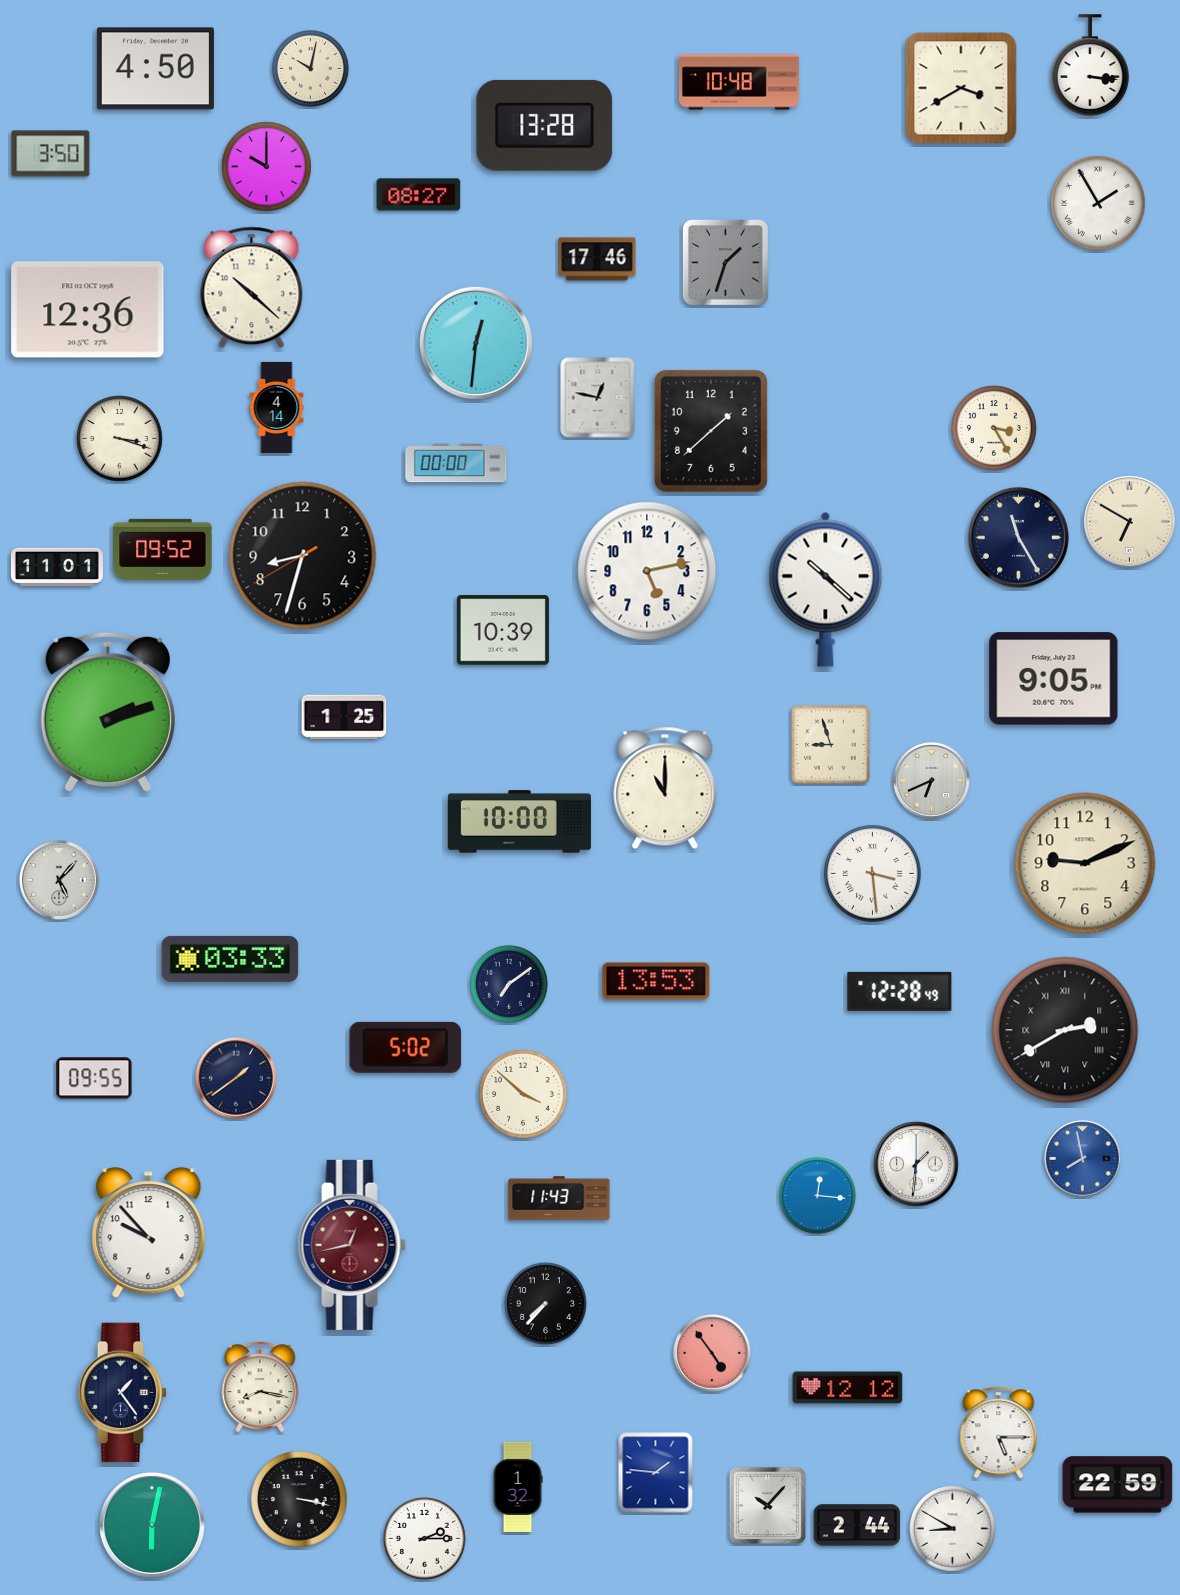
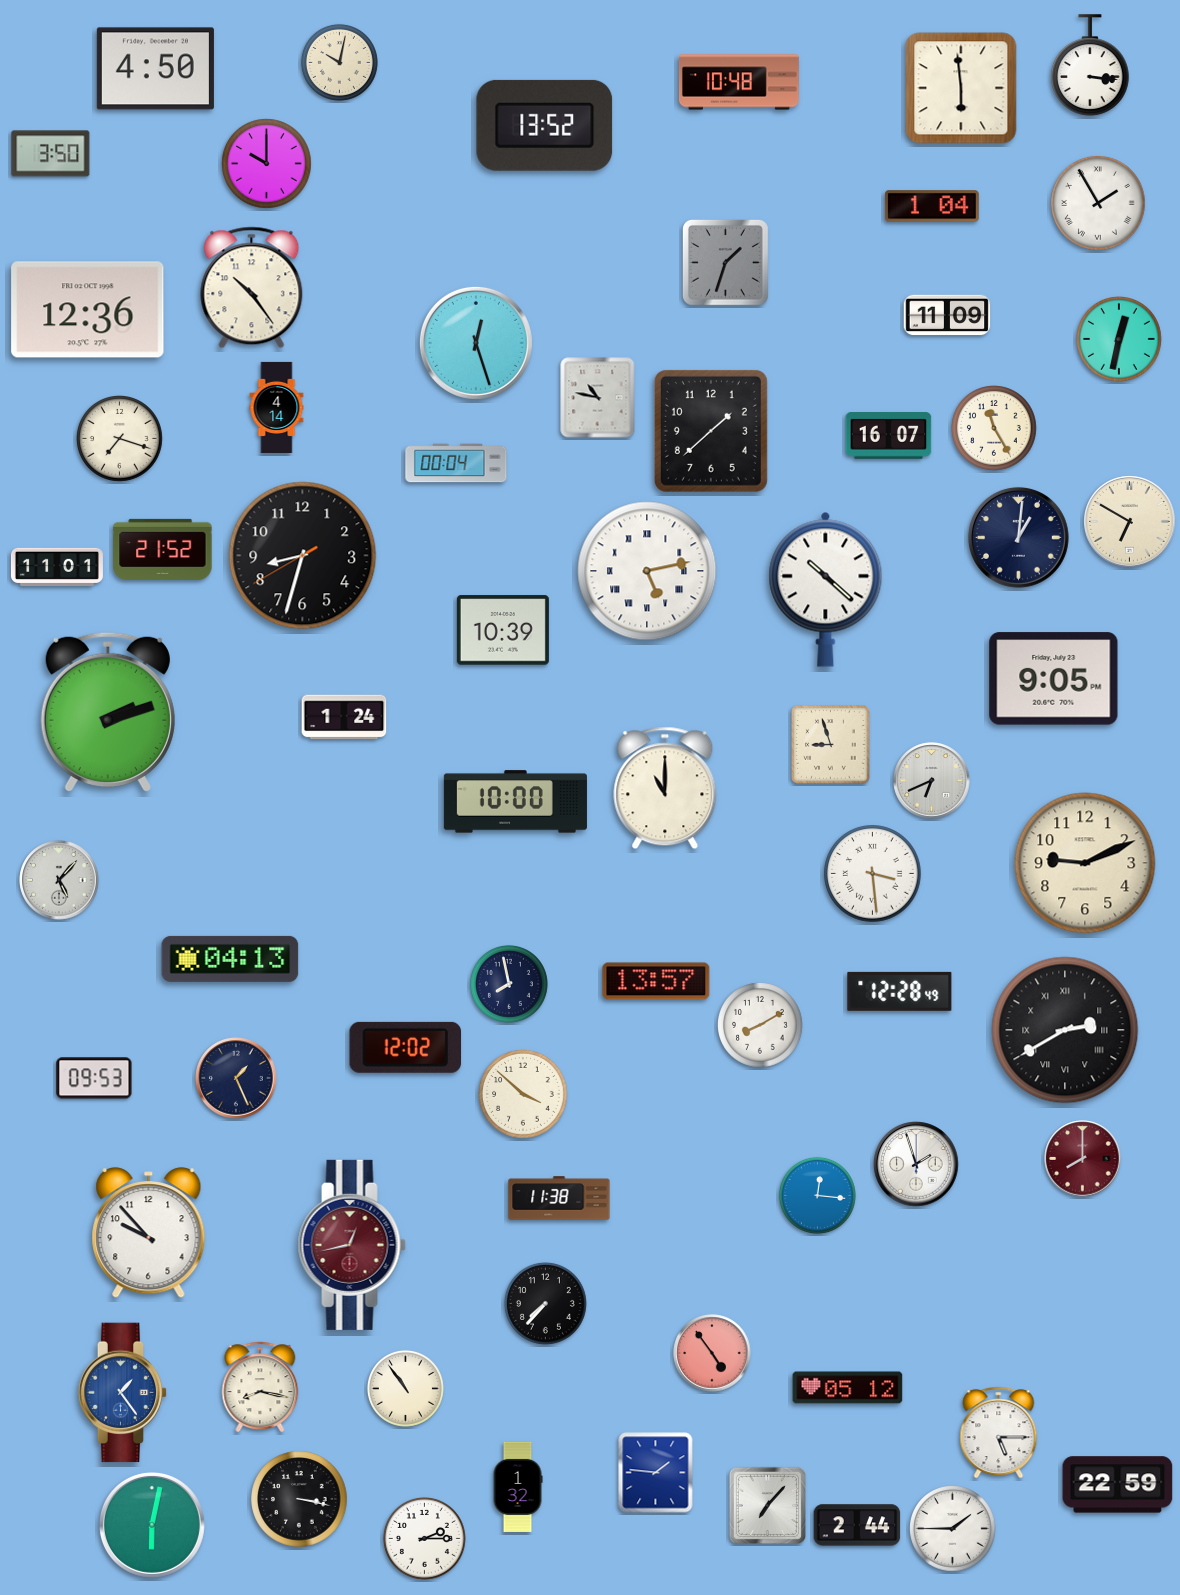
clock at (310, 68) position: (310, 68) -> (339, 62)
clock at (961, 88): 3:40 -> 5:59
clock at (545, 125): 13:28 -> 13:52
clock at (267, 167) position: (267, 167) -> (267, 164)
clock at (419, 195): 08:27 -> none
clock at (932, 206): none -> 1:04
clock at (597, 259): 17:46 -> none
clock at (252, 288): 10:22 -> 10:24
clock at (947, 315): none -> 11:09
clock at (1120, 340): none -> 12:32
clock at (476, 343): 12:31 -> 12:27
clock at (598, 398): 12:47 -> 10:47
clock at (995, 429): 3:25 -> 11:25
clock at (889, 436): none -> 16:07
clock at (120, 439): 3:18 -> 7:18
clock at (456, 463): 00:00 -> 00:04
clock at (1018, 537): 11:25 -> 1:01
clock at (163, 549): 09:52 -> 21:52
clock at (647, 571) numerals: Arabic -> Roman
clock at (344, 717): 1:25 -> 1:24
clock at (519, 822) position: (519, 822) -> (515, 802)
clock at (230, 959): 03:33 -> 04:13
clock at (656, 981): 13:53 -> 13:57
clock at (509, 984): 7:09 -> 7:58
clock at (761, 1026): none -> 8:10
clock at (406, 1047): 5:02 -> 12:02
clock at (94, 1078): 09:55 -> 09:53
clock at (236, 1078): 1:39 -> 1:26
clock at (1083, 1159): 7:58 -> 8:00
clock at (1083, 1159) dial: blue -> burgundy
clock at (916, 1164): 1:31 -> 1:57
clock at (559, 1198): 11:43 -> 11:38
clock at (405, 1388): none -> 10:54
clock at (848, 1388): 12:12 -> 05:12
clock at (123, 1393) dial: navy -> blue
clock at (767, 1505): 10:07 -> 7:07
clock at (953, 1529): 8:50 -> 1:45
